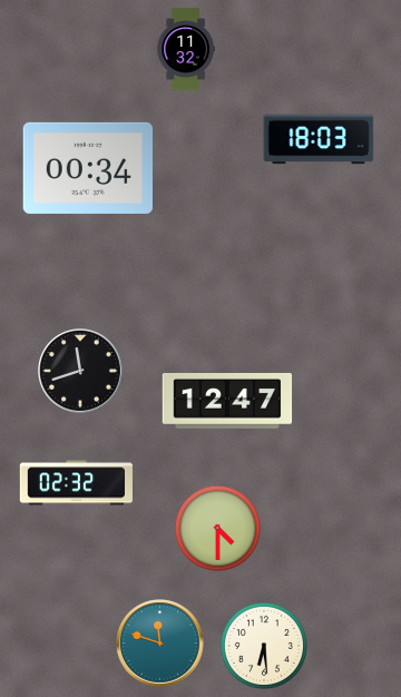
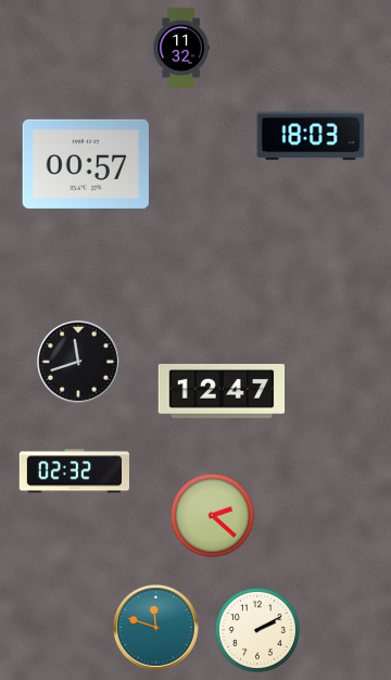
clock at (87, 168): 00:34 -> 00:57
clock at (217, 528): 4:30 -> 2:22
clock at (264, 646): 6:29 -> 2:10
